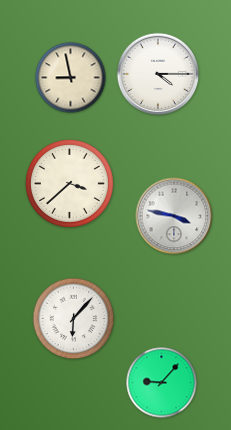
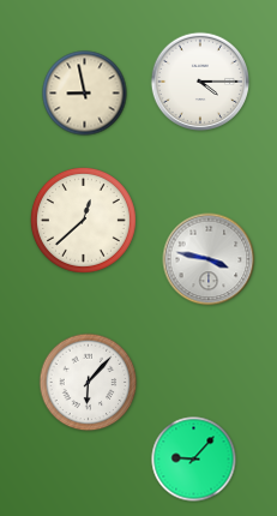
clock at (158, 74) position: (158, 74) -> (200, 82)
clock at (69, 183): 3:38 -> 12:38
